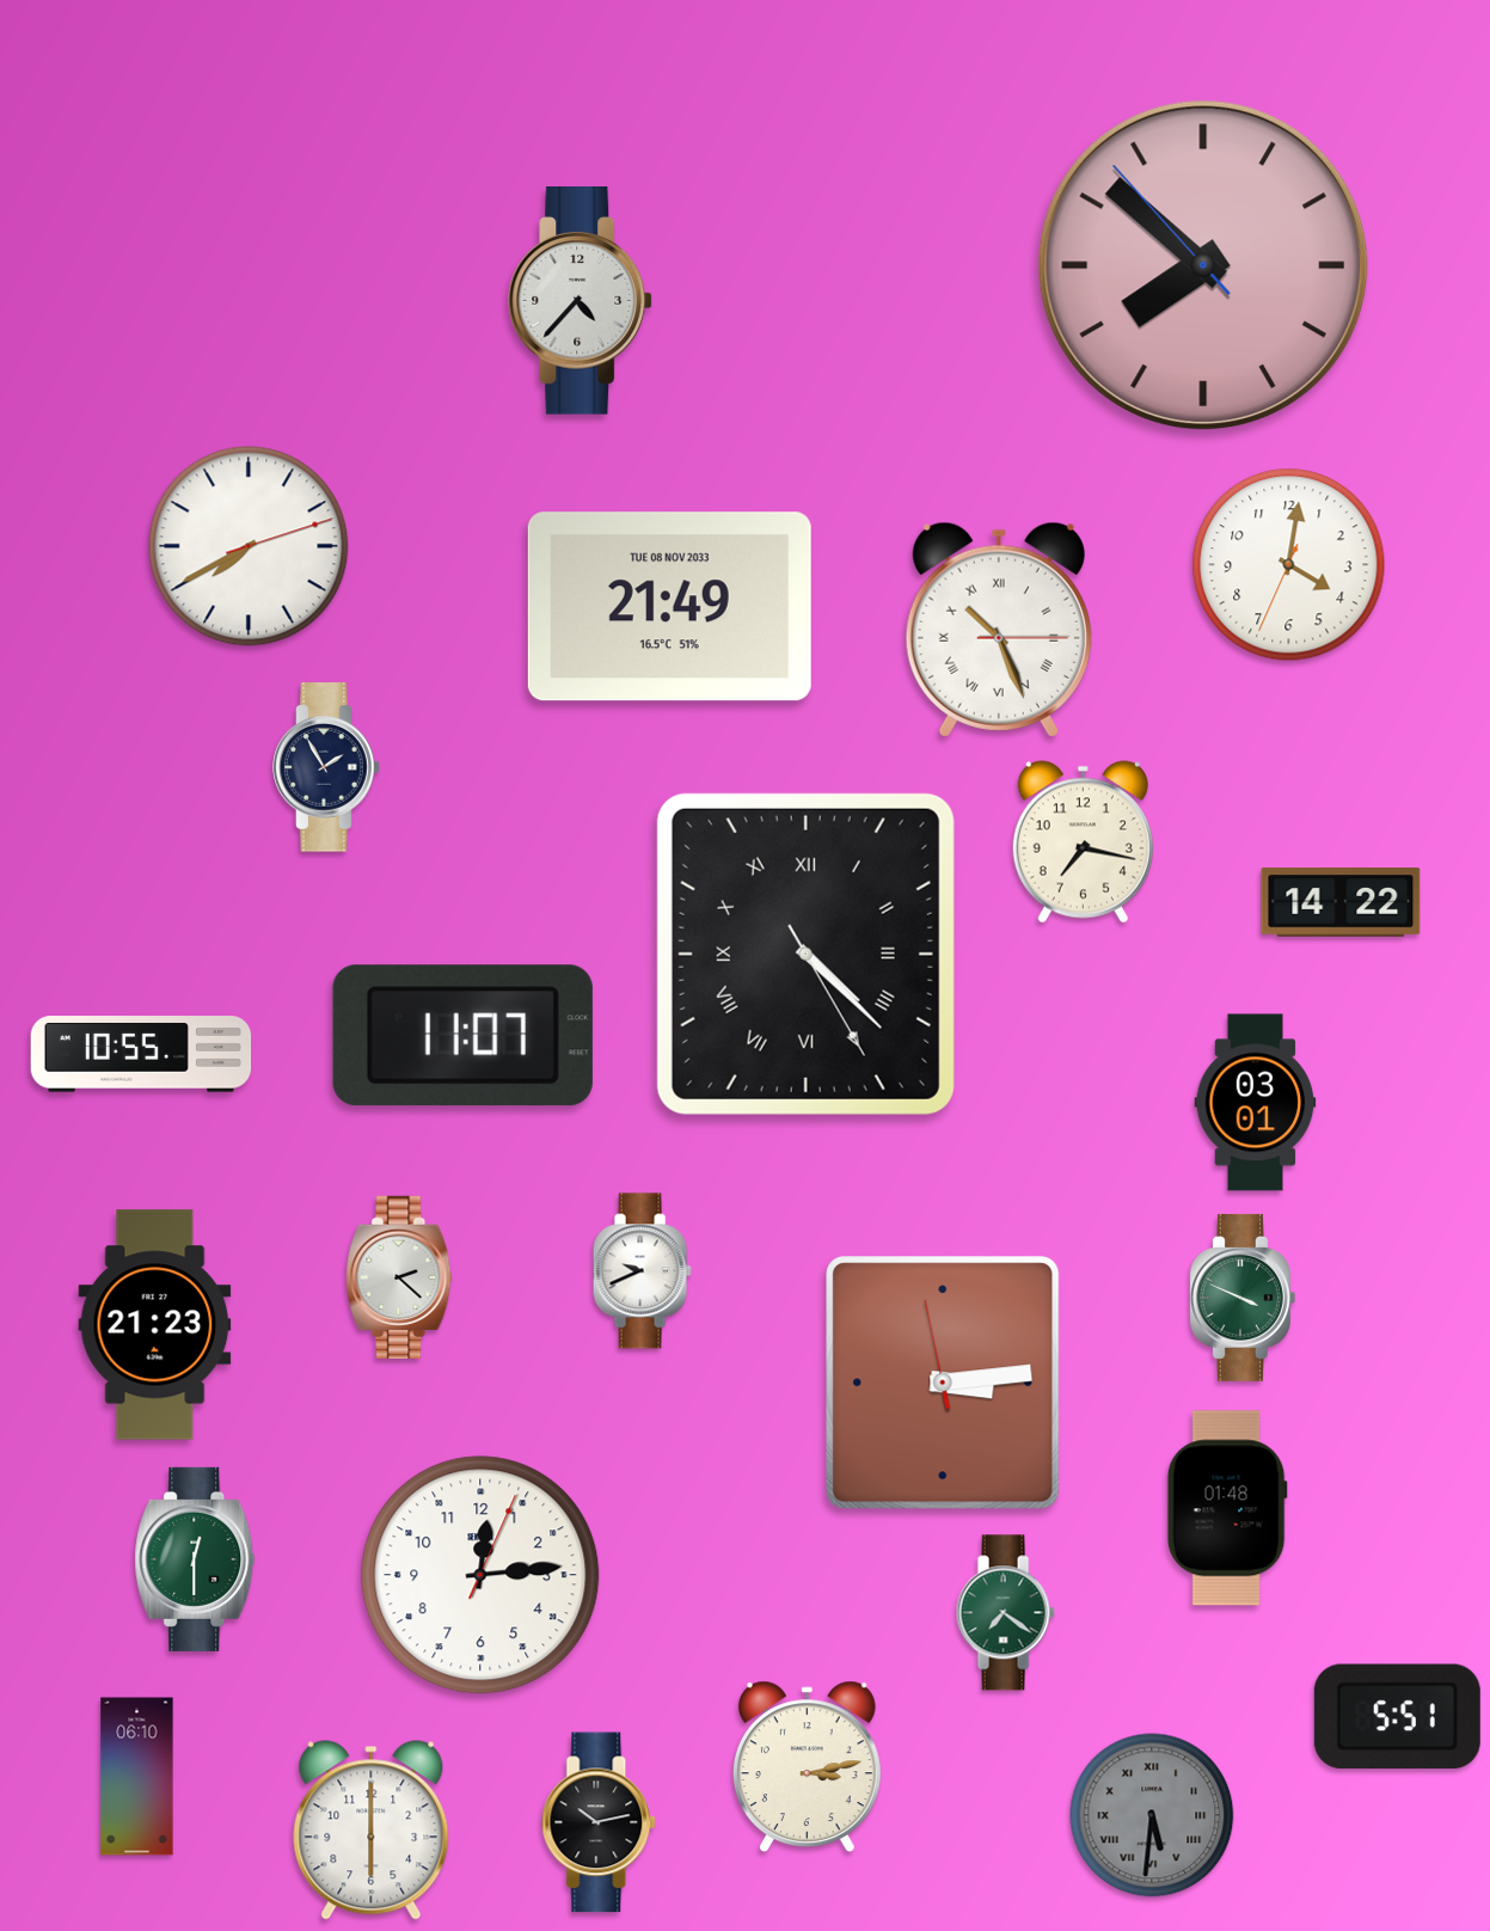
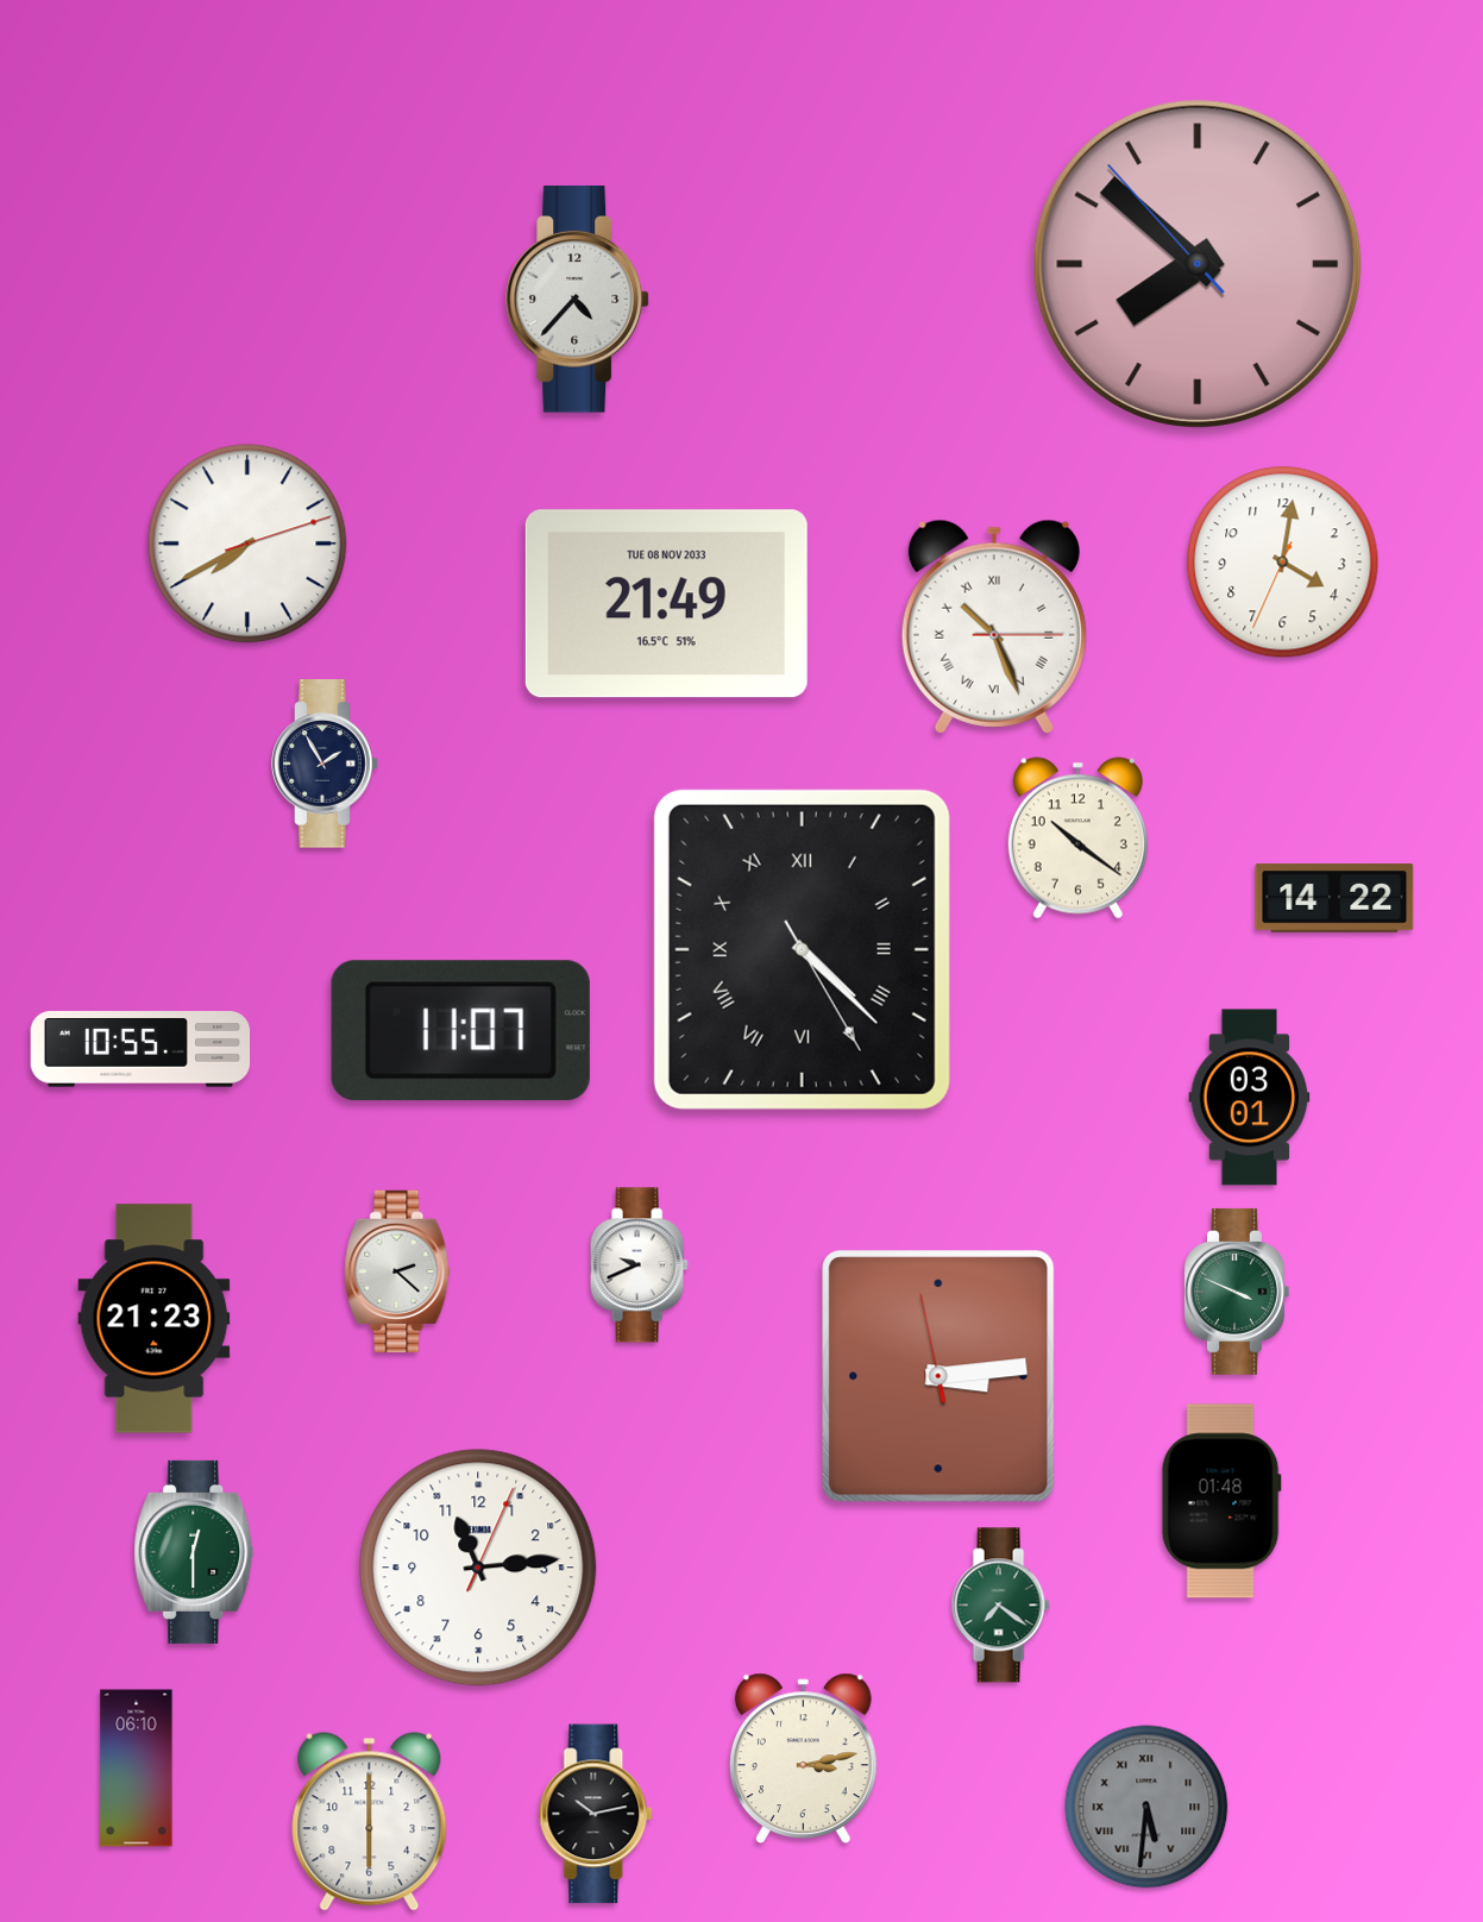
clock at (1083, 842): 7:17 -> 10:21
clock at (480, 1575): 12:14 -> 11:14
clock at (1397, 1717): 5:51 -> none
